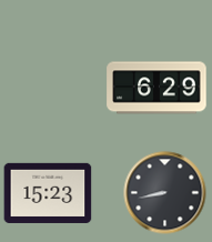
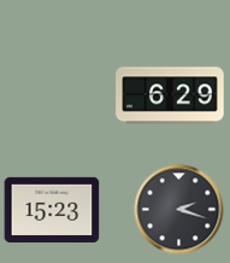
clock at (165, 193): 8:43 -> 2:18
